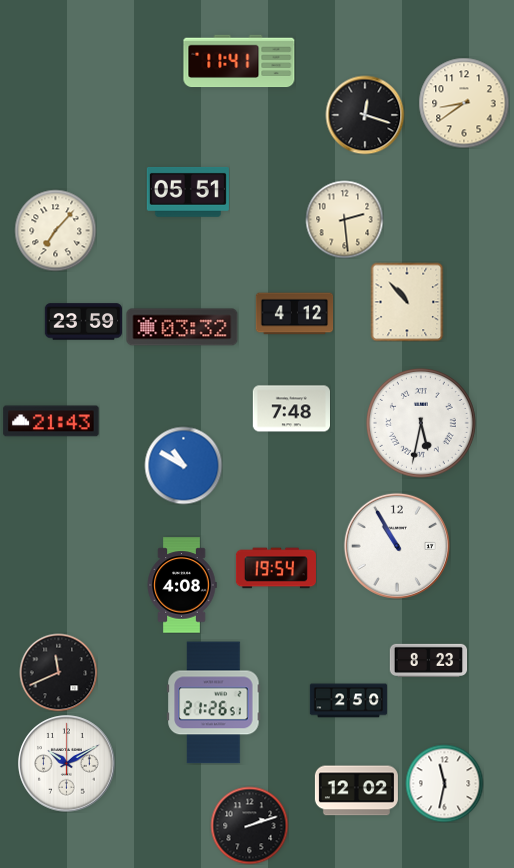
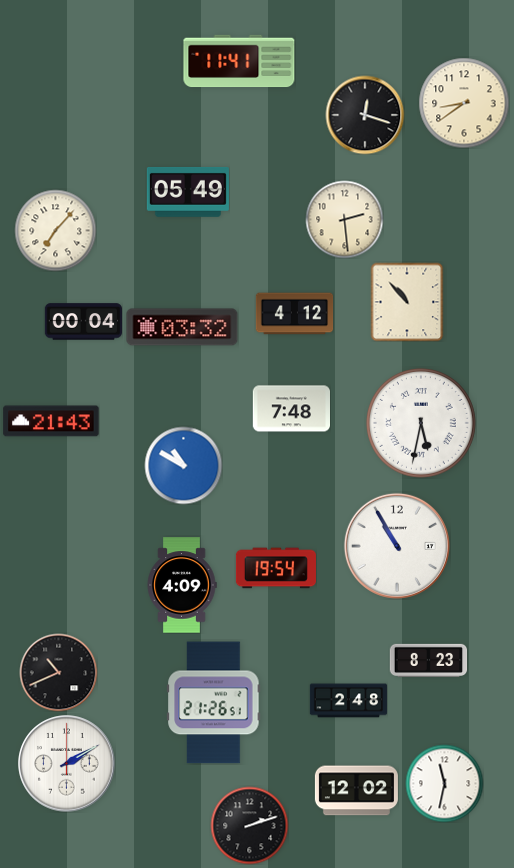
clock at (188, 192): 05:51 -> 05:49
clock at (83, 322): 23:59 -> 00:04
clock at (182, 585): 4:08 -> 4:09
clock at (58, 672): 11:41 -> 10:41
clock at (348, 701): 2:50 -> 2:48
clock at (67, 764): 10:10 -> 2:10
